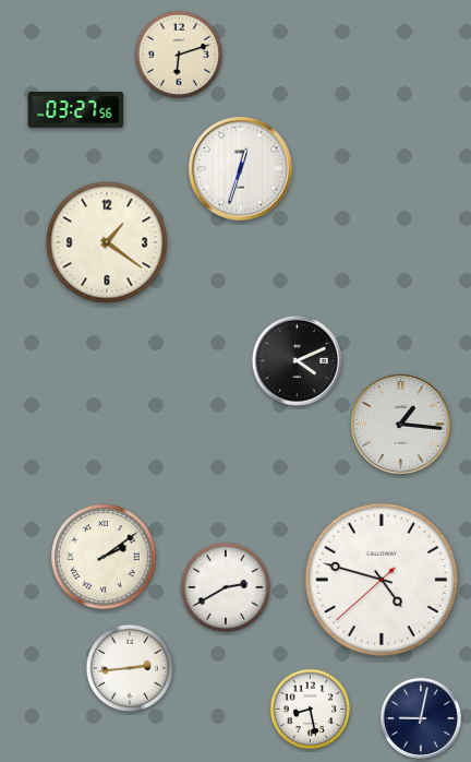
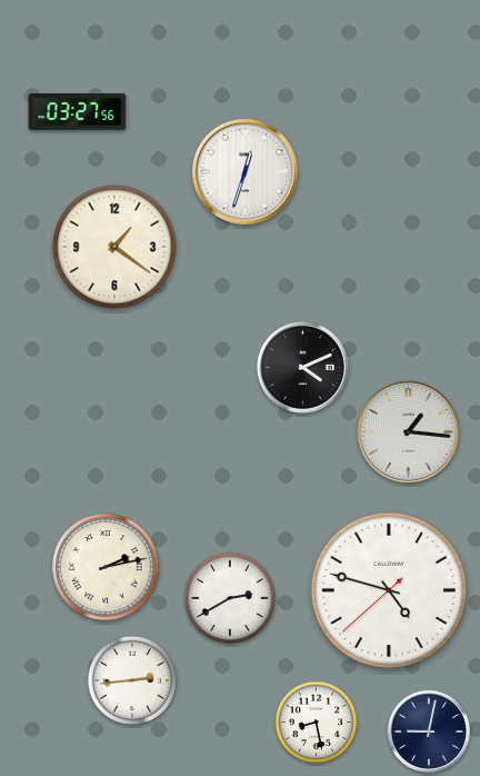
clock at (179, 55): 6:12 -> none
clock at (107, 242) position: (107, 242) -> (114, 247)
clock at (104, 557): 2:09 -> 2:13
